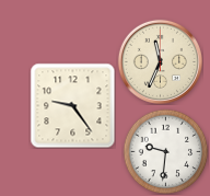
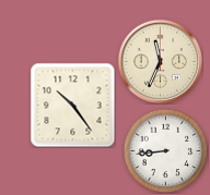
clock at (72, 105): 9:24 -> 10:24
clock at (165, 151): 9:31 -> 8:44
